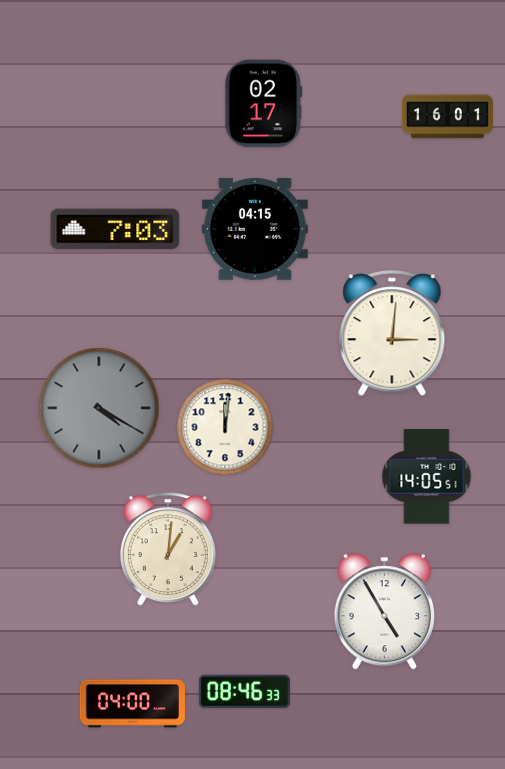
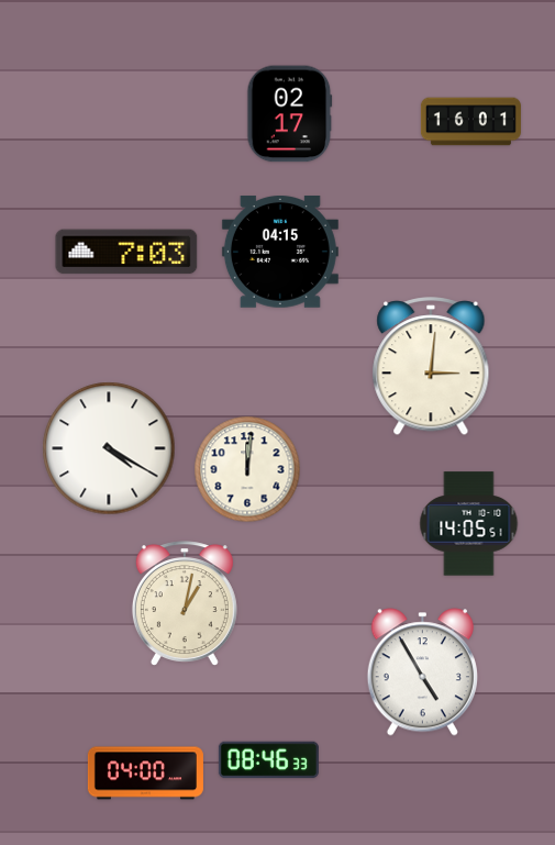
clock at (447, 117) position: (447, 117) -> (470, 122)
clock at (99, 408) dial: grey -> white
clock at (168, 549): 1:01 -> 1:02
